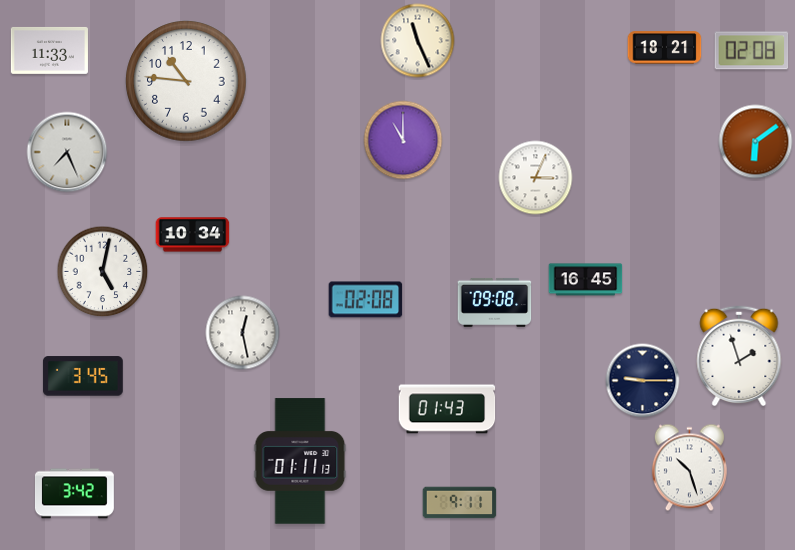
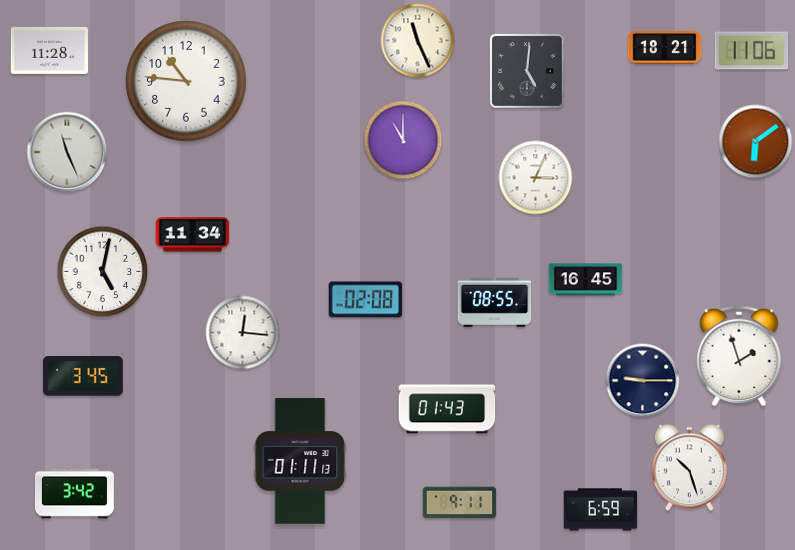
clock at (49, 50): 11:33 -> 11:28
clock at (752, 51): 02:08 -> 11:06
clock at (528, 72): none -> 5:01
clock at (67, 152): 7:26 -> 11:26
clock at (193, 235): 10:34 -> 11:34
clock at (495, 302): 09:08 -> 08:55
clock at (243, 333): 12:28 -> 12:16
clock at (601, 510): none -> 6:59
